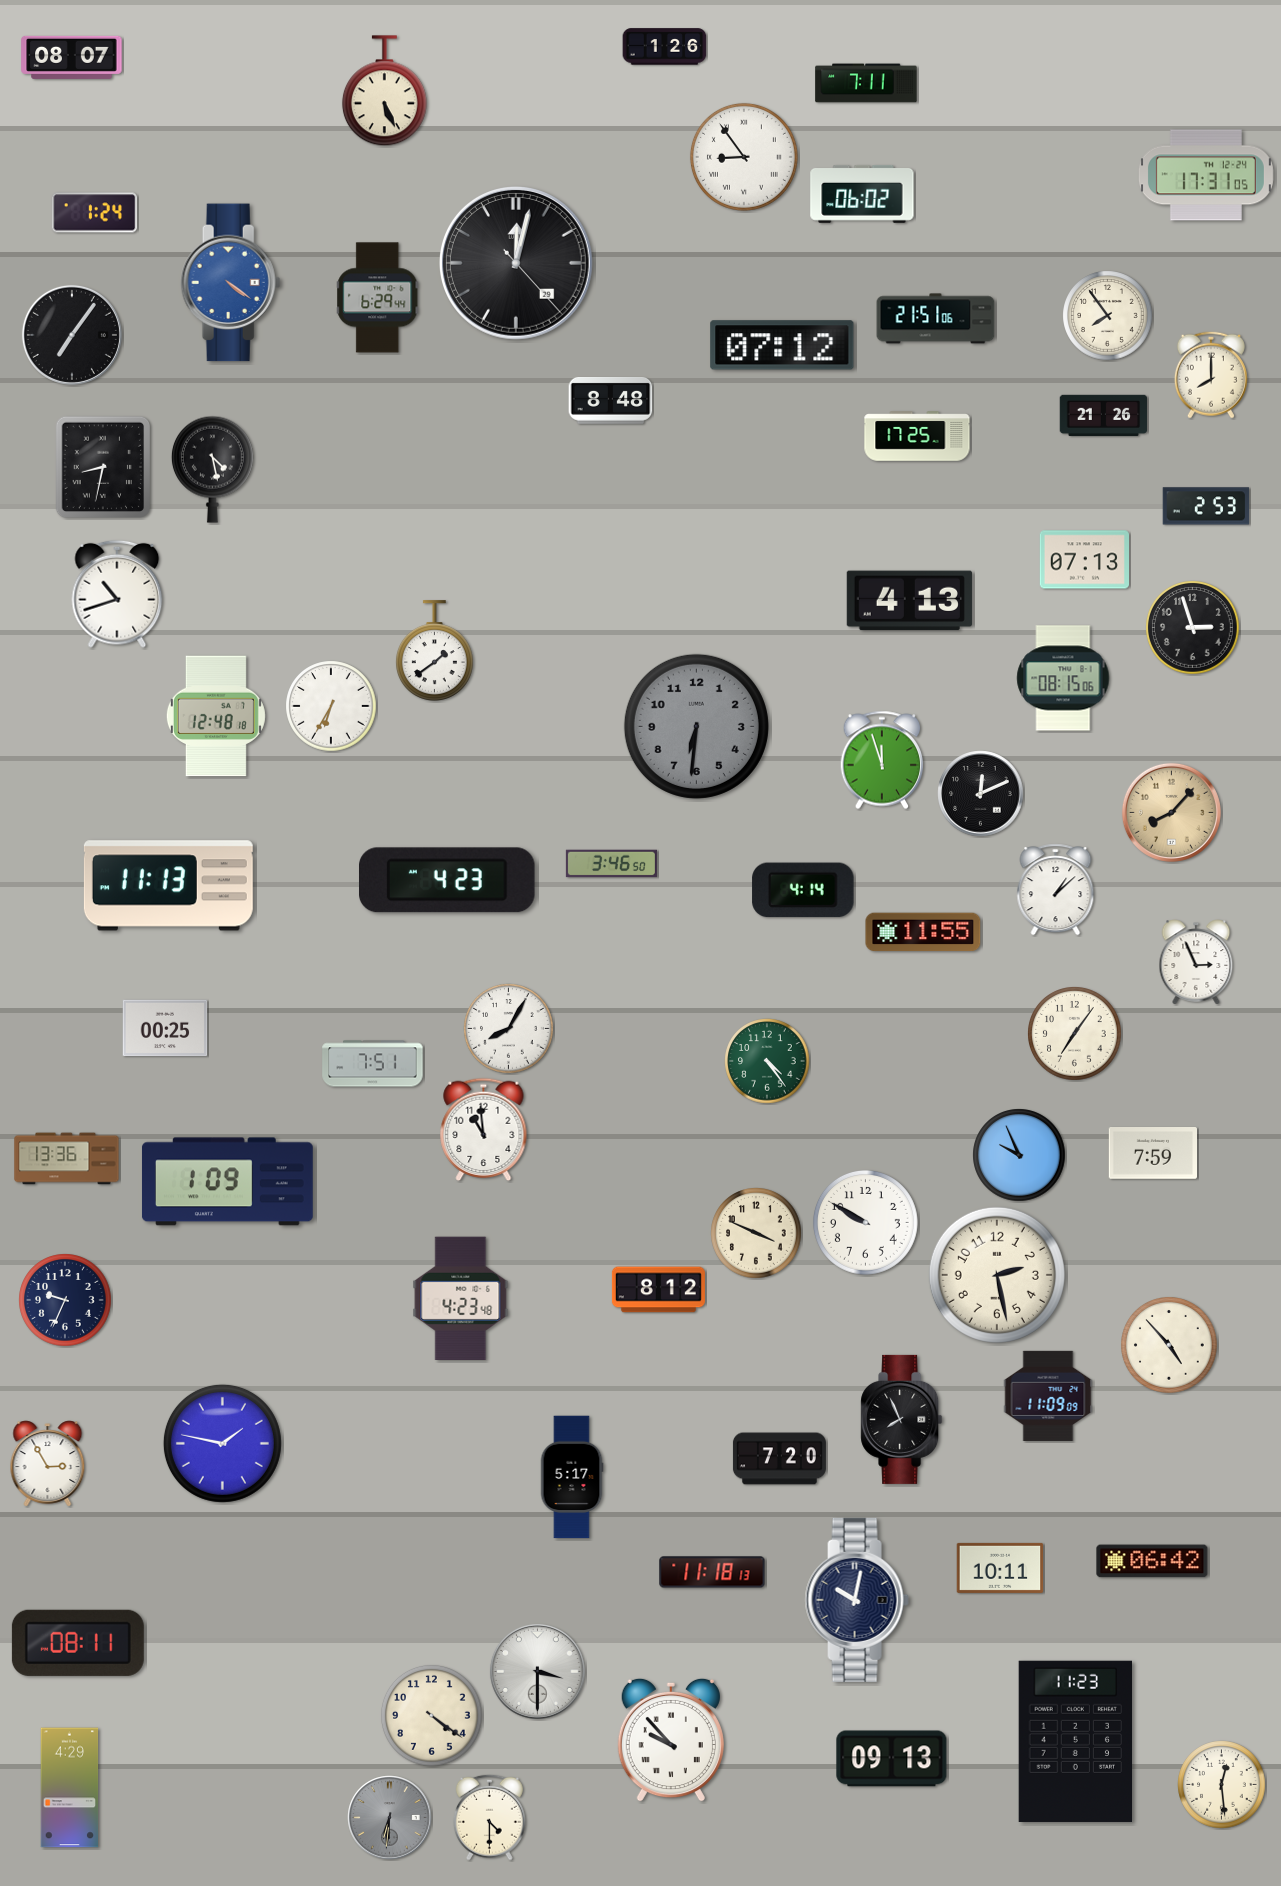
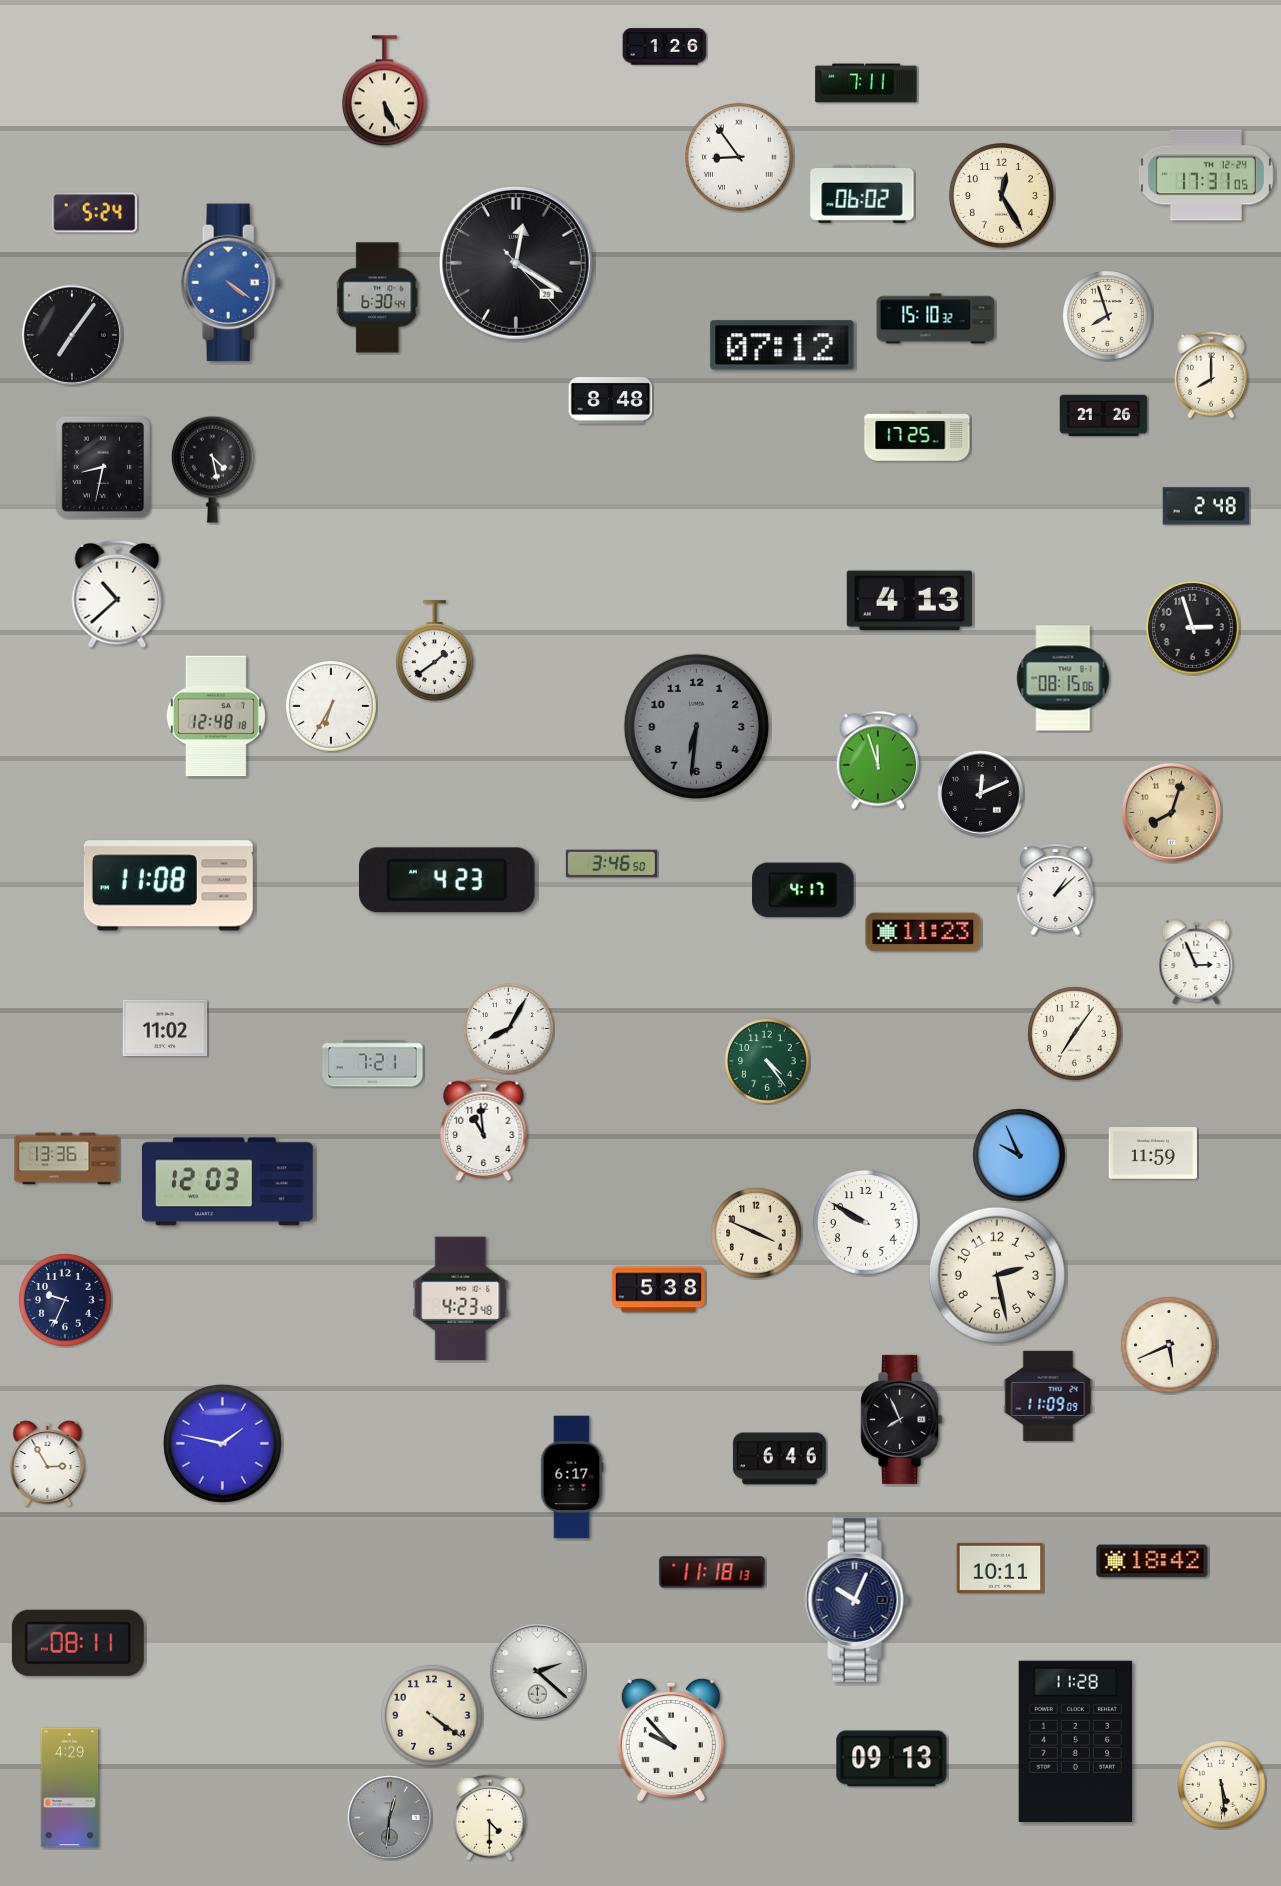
clock at (72, 57): 08:07 -> none
clock at (744, 157) position: (744, 157) -> (739, 157)
clock at (1001, 195): none -> 12:25
clock at (95, 213): 1:24 -> 5:24
clock at (517, 264): 12:02 -> 12:20
clock at (378, 298): 6:29 -> 6:30
clock at (1108, 316): 7:54 -> 7:57
clock at (936, 319): 21:51 -> 15:10
clock at (1206, 506): 2:53 -> 2:48
clock at (1084, 560): 07:13 -> none
clock at (117, 594): 10:42 -> 10:38
clock at (882, 760) position: (882, 760) -> (878, 760)
clock at (1171, 812): 8:07 -> 8:03
clock at (168, 886): 11:13 -> 11:08
clock at (803, 890): 4:14 -> 4:17
clock at (923, 932): 11:55 -> 11:23
clock at (165, 1028): 00:25 -> 11:02
clock at (373, 1064): 7:51 -> 7:21
clock at (1152, 1154): 7:59 -> 11:59
clock at (227, 1182): 1:09 -> 12:03
clock at (658, 1290): 8:12 -> 5:38
clock at (1170, 1346): 4:53 -> 5:41
clock at (779, 1459): 7:20 -> 6:46
clock at (572, 1477): 5:17 -> 6:17
clock at (1152, 1561): 06:42 -> 18:42
clock at (857, 1600): 10:02 -> 10:04
clock at (537, 1671): 3:30 -> 2:22
clock at (1075, 1741): 11:23 -> 11:28
clock at (1222, 1785): 12:29 -> 5:29
clock at (390, 1818): 6:31 -> 12:31
